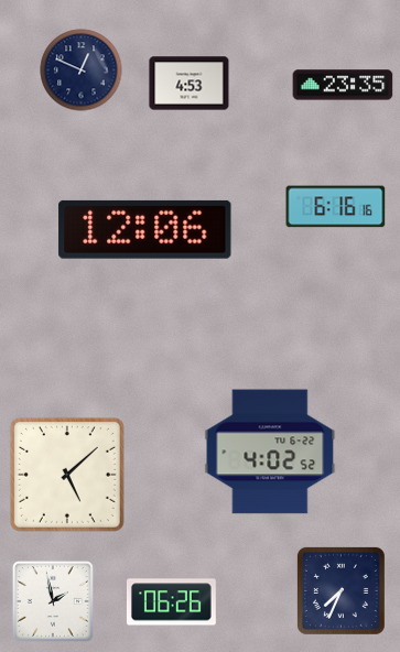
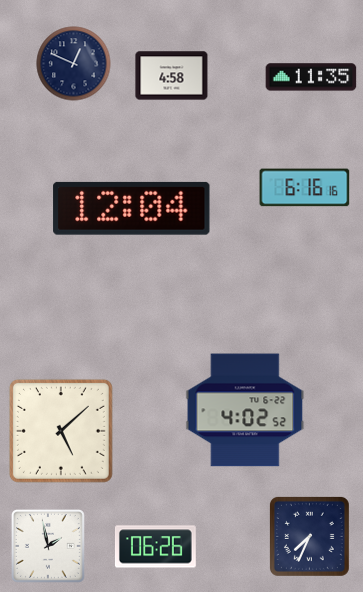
clock at (190, 84): 4:53 -> 4:58
clock at (343, 85): 23:35 -> 11:35
clock at (145, 229): 12:06 -> 12:04
